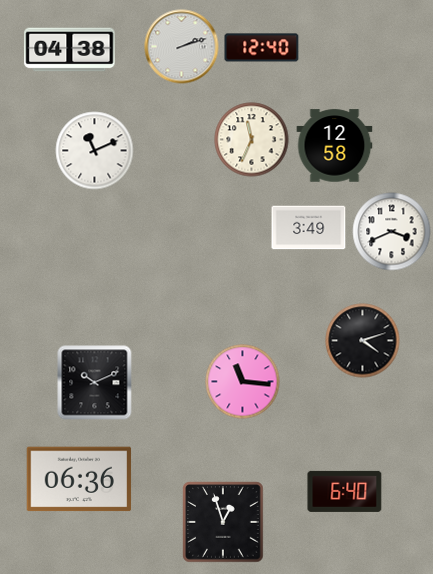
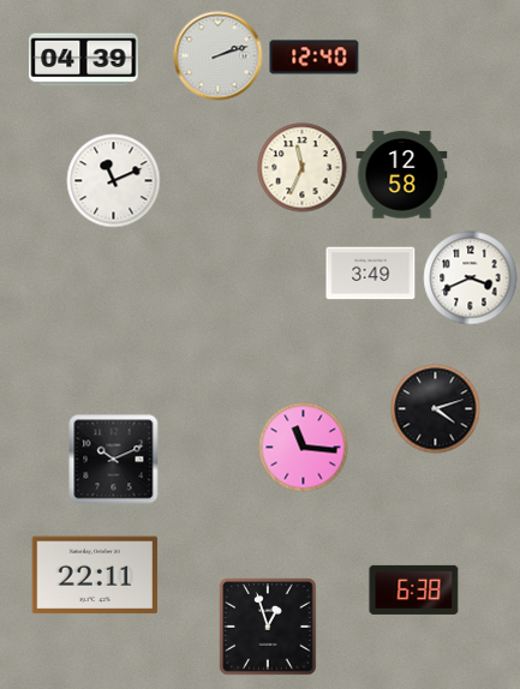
clock at (70, 50): 04:38 -> 04:39
clock at (243, 382) position: (243, 382) -> (304, 448)
clock at (79, 479): 06:36 -> 22:11
clock at (345, 491): 6:40 -> 6:38
